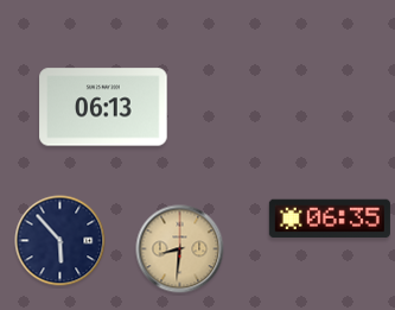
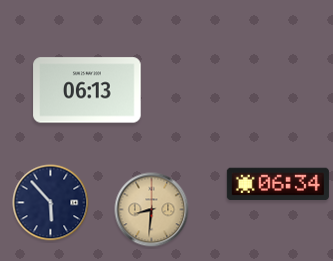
clock at (330, 219): 06:35 -> 06:34
